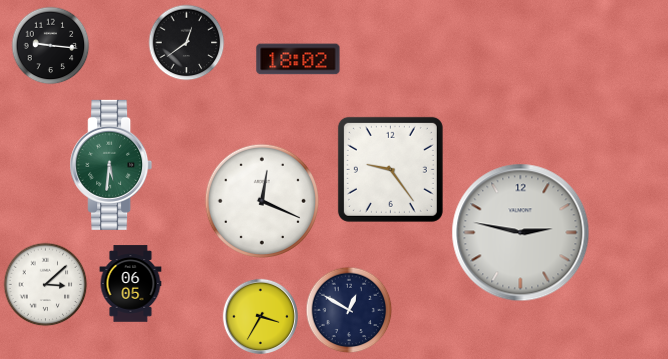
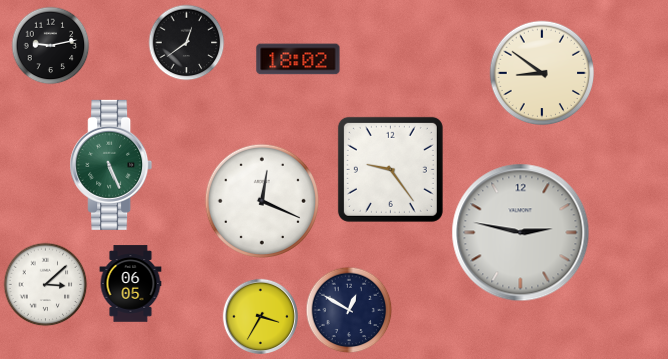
clock at (51, 46): 9:16 -> 9:13
clock at (542, 73): none -> 8:51
clock at (111, 165): 5:31 -> 5:26
